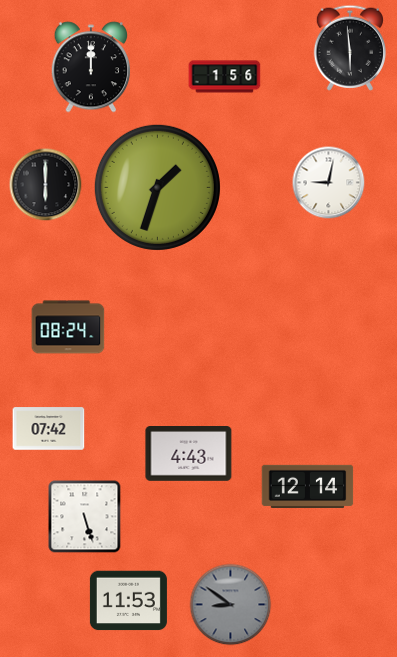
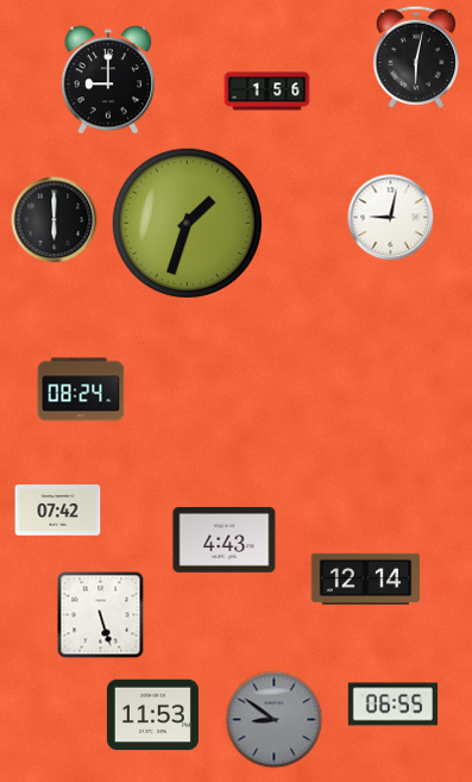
clock at (349, 48): 5:59 -> 6:02
clock at (91, 67): 12:00 -> 9:00
clock at (394, 705): none -> 06:55
